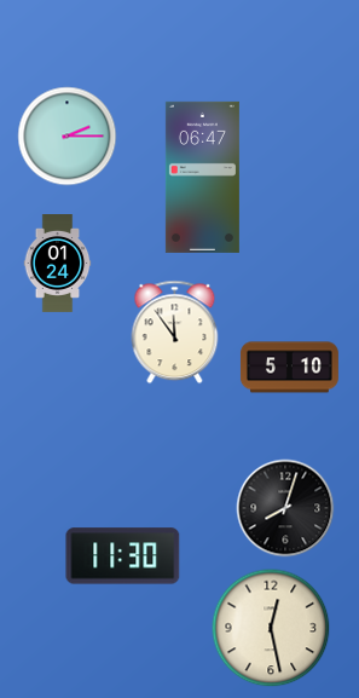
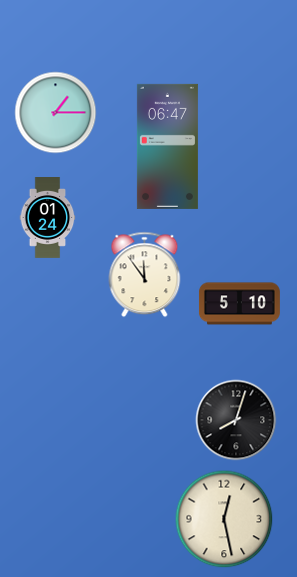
clock at (68, 137): 2:15 -> 1:15
clock at (123, 556): 11:30 -> none
